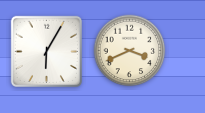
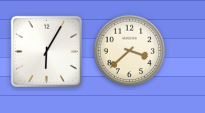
clock at (130, 51): 3:41 -> 3:38
